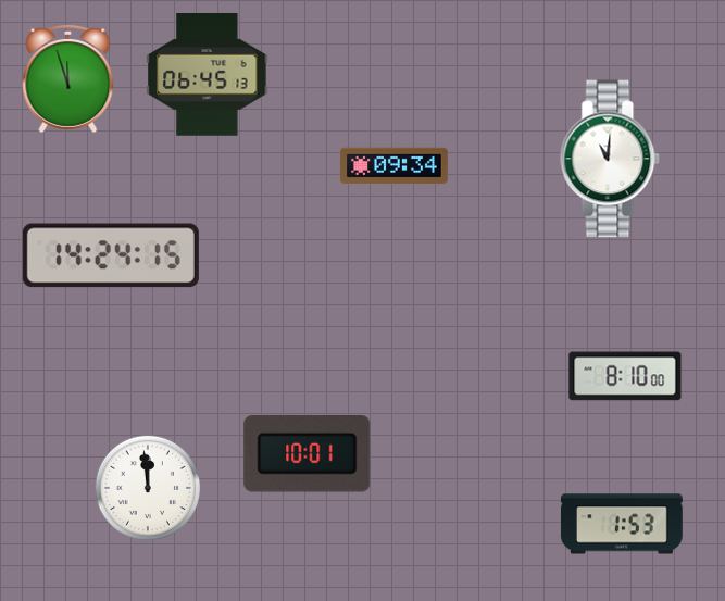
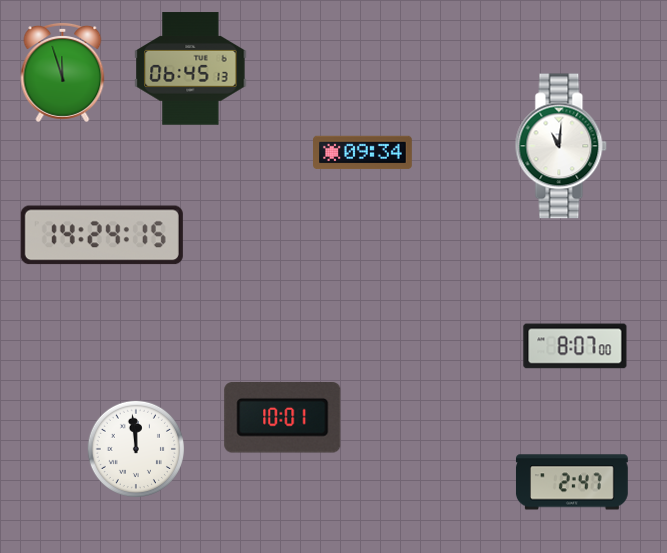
clock at (625, 376): 8:10 -> 8:07
clock at (622, 524): 1:53 -> 2:47
